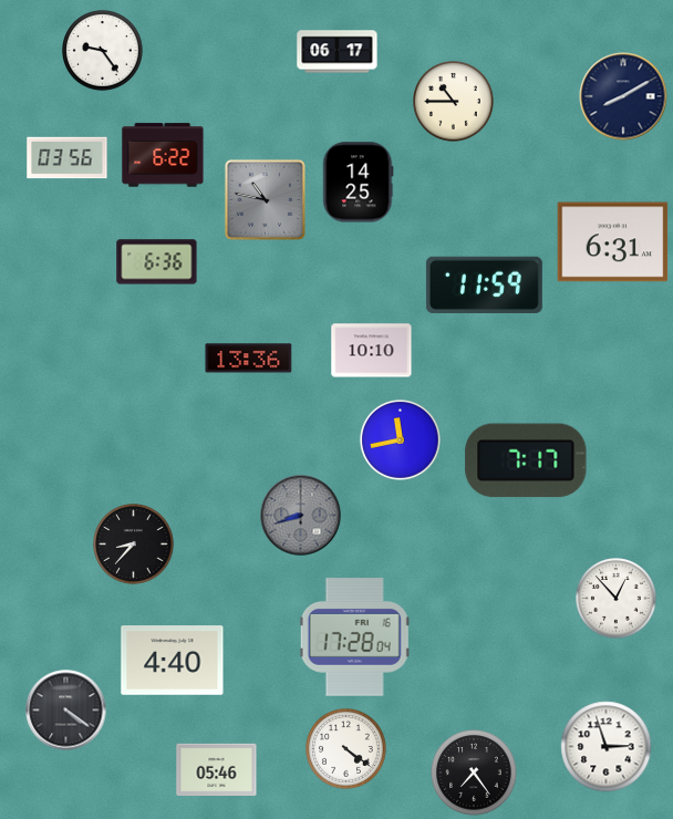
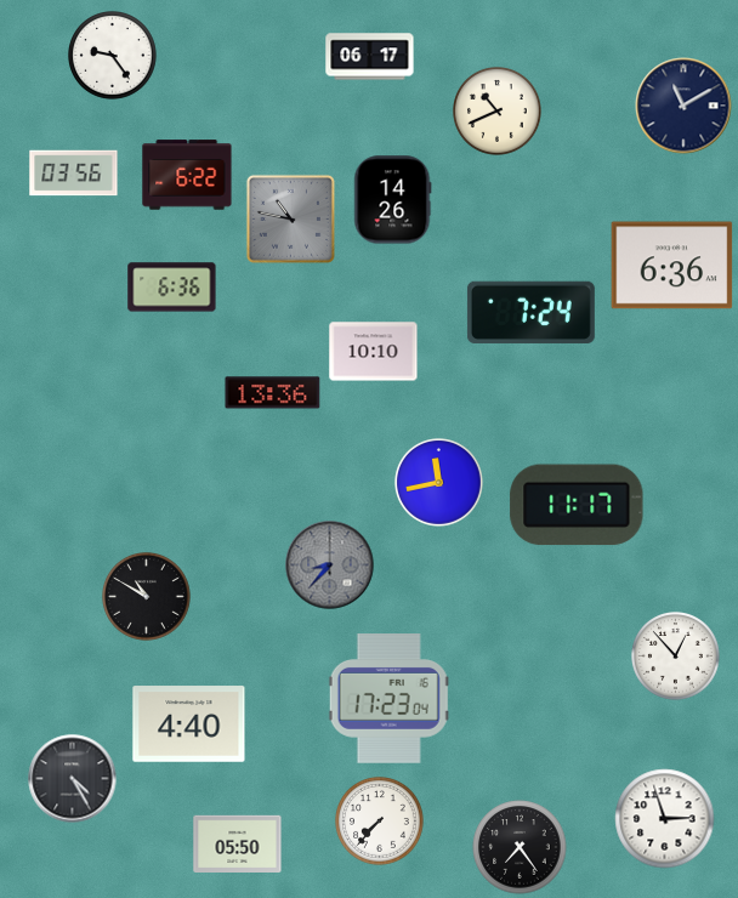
clock at (623, 96): 8:10 -> 11:10
clock at (454, 102): 10:45 -> 10:41
clock at (163, 155) position: (163, 155) -> (187, 175)
clock at (359, 183): 14:25 -> 14:26
clock at (613, 242): 6:31 -> 6:36
clock at (484, 284): 11:59 -> 7:24
clock at (372, 351) position: (372, 351) -> (374, 352)
clock at (526, 460): 7:17 -> 11:17
clock at (301, 516): 8:42 -> 8:37
clock at (134, 545): 8:37 -> 10:50
clock at (354, 637): 17:28 -> 17:23
clock at (66, 711): 4:21 -> 4:25
clock at (346, 749): 4:21 -> 7:37
clock at (217, 769): 05:46 -> 05:50
